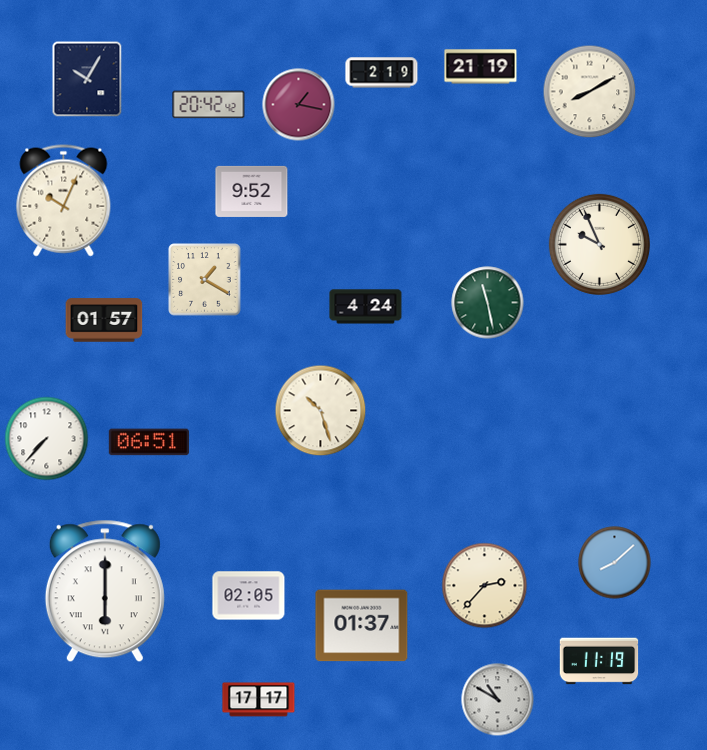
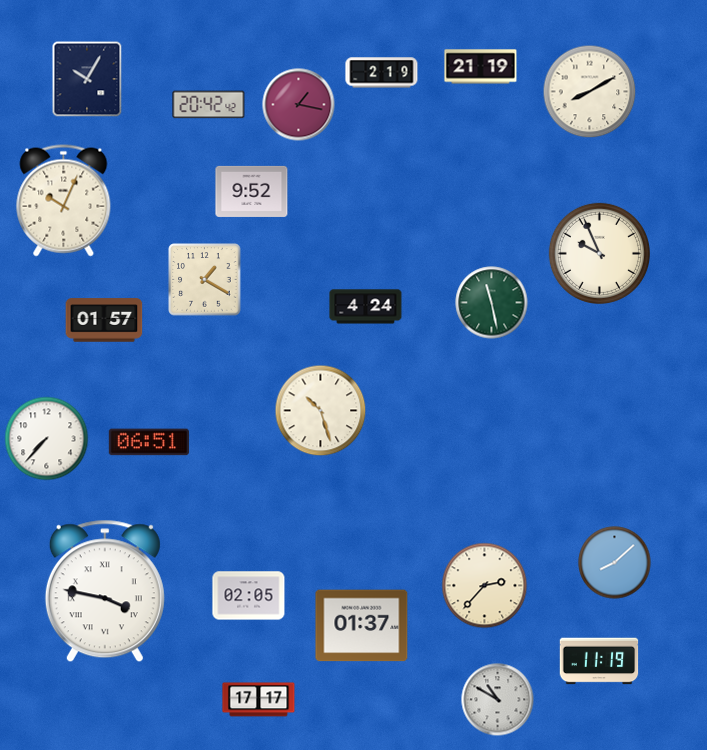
clock at (599, 244) position: (599, 244) -> (599, 253)
clock at (488, 303) position: (488, 303) -> (492, 303)
clock at (105, 591): 6:00 -> 3:47
